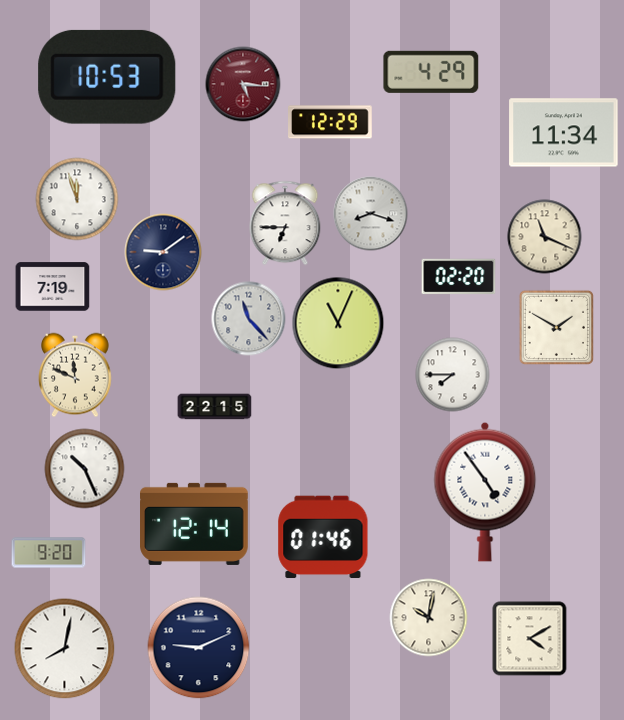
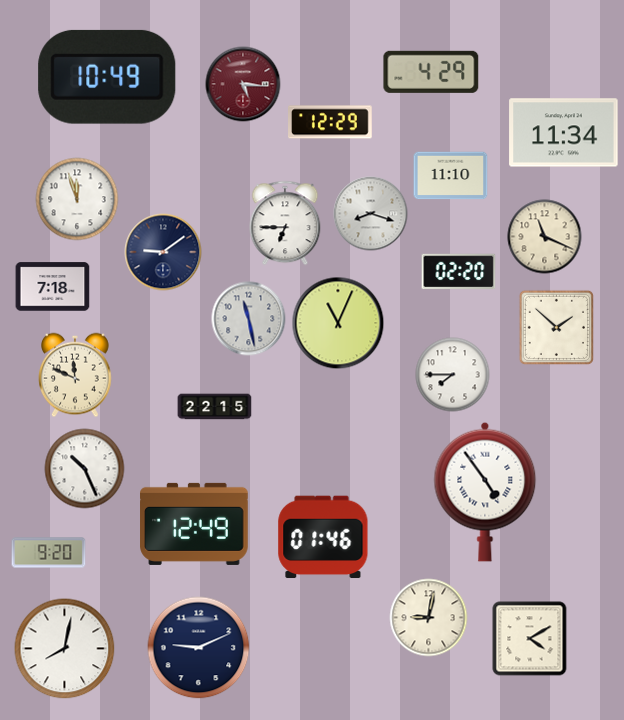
clock at (107, 77): 10:53 -> 10:49
clock at (451, 176): none -> 11:10
clock at (459, 277) position: (459, 277) -> (459, 272)
clock at (53, 287): 7:19 -> 7:18
clock at (249, 319): 11:23 -> 11:28
clock at (556, 327): 1:50 -> 1:52
clock at (194, 524): 12:14 -> 12:49
clock at (429, 618): 10:02 -> 9:02
